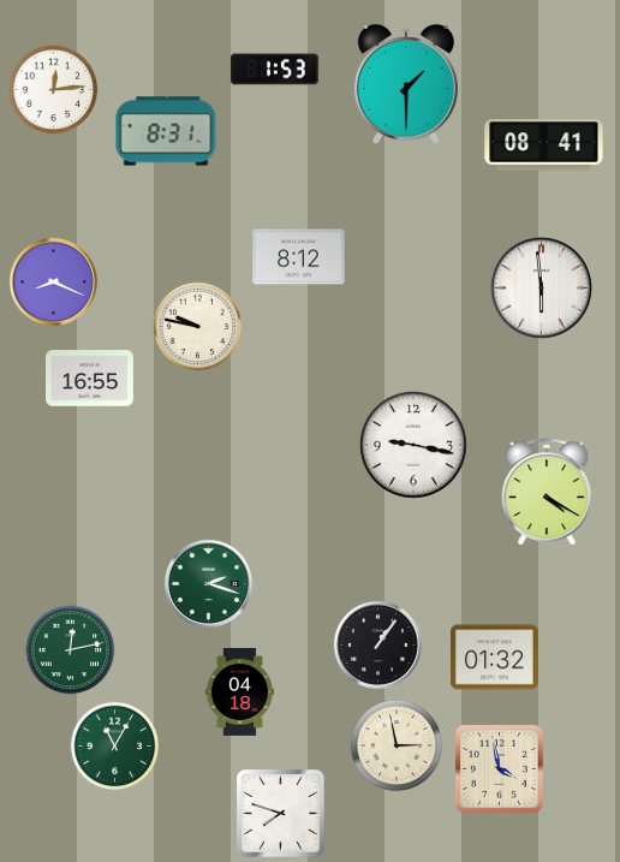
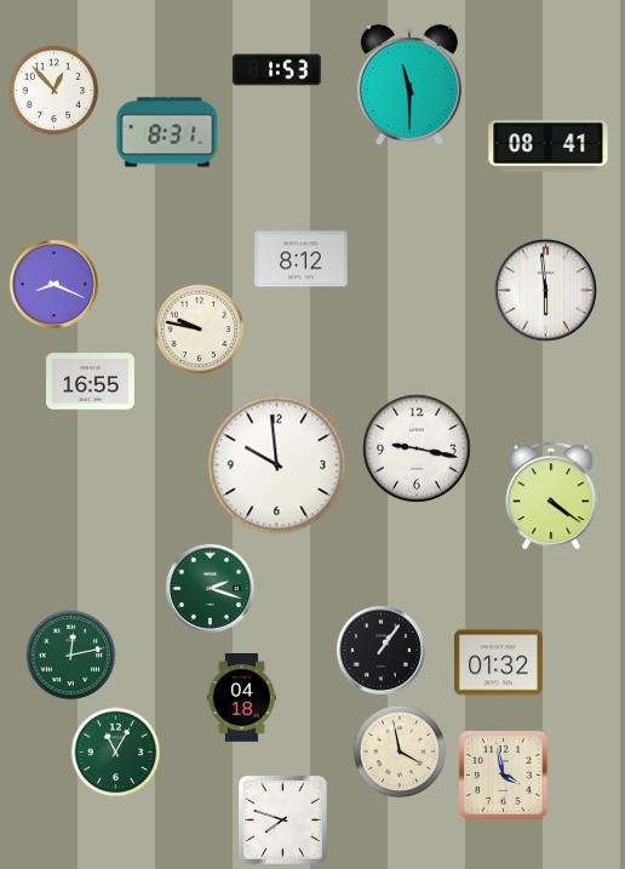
clock at (406, 84): 1:30 -> 11:30
clock at (54, 90): 12:14 -> 12:53
clock at (277, 465): none -> 9:59
clock at (547, 492): 4:20 -> 4:21
clock at (397, 745): 2:58 -> 3:58
